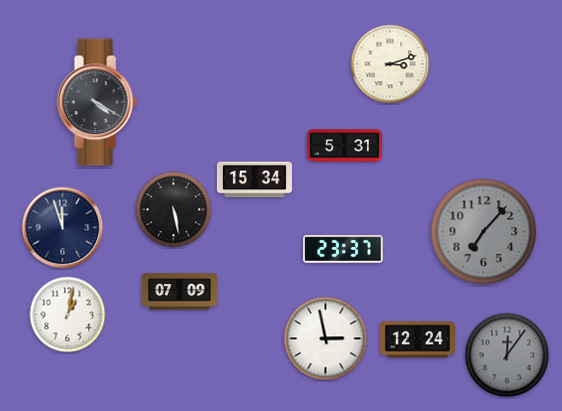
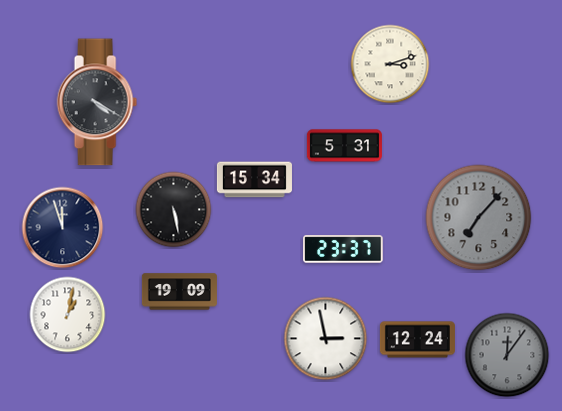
clock at (484, 232) position: (484, 232) -> (479, 218)
clock at (179, 292): 07:09 -> 19:09
